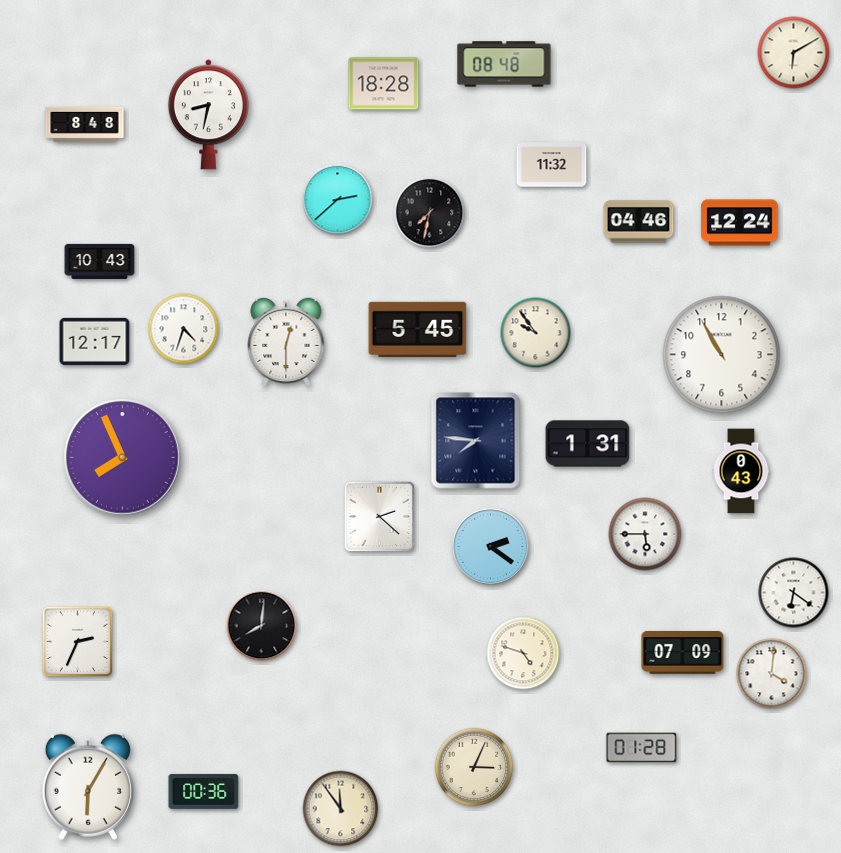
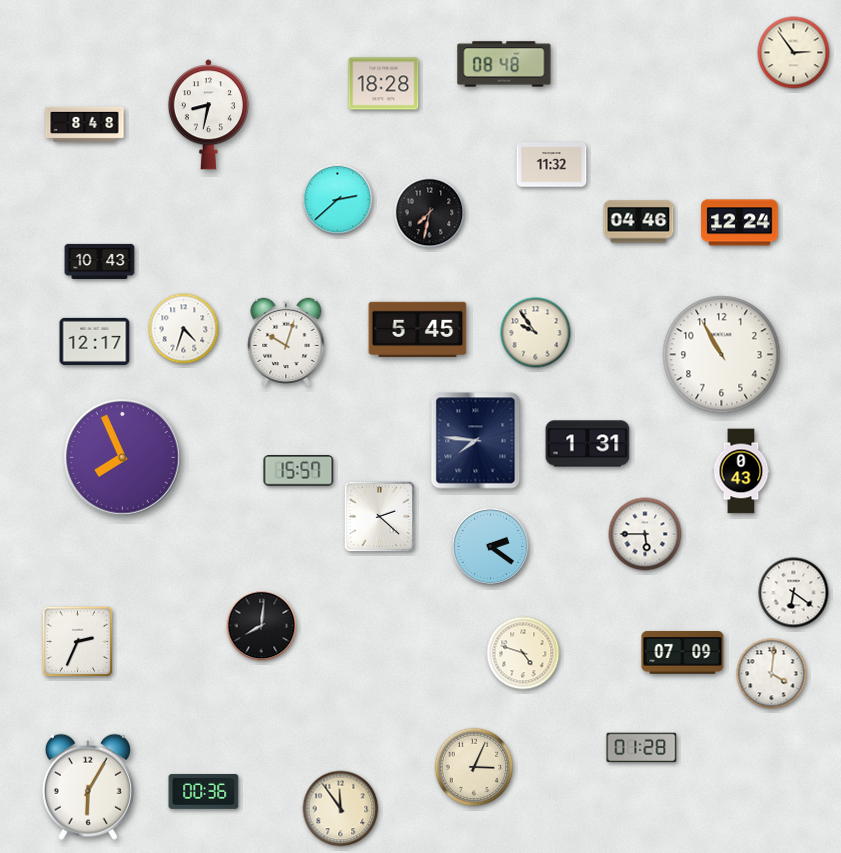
clock at (794, 53): 6:10 -> 2:54
clock at (286, 341): 12:30 -> 10:03
clock at (299, 471): none -> 15:57
